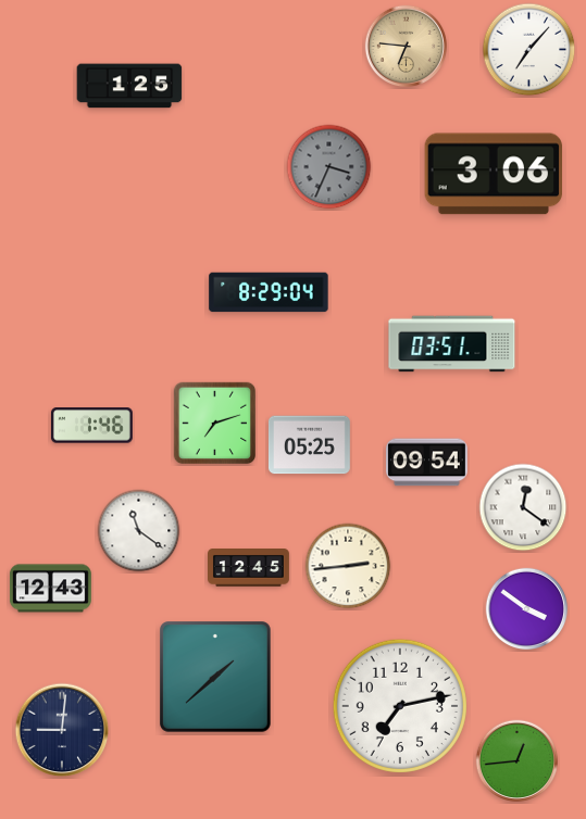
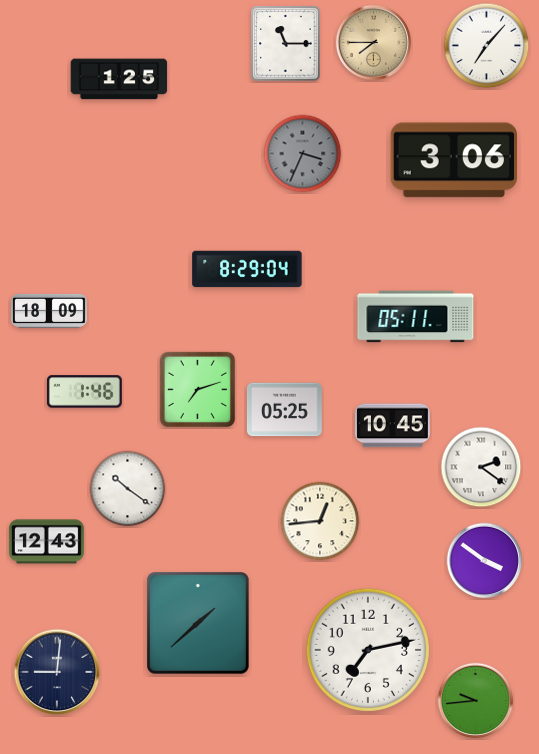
clock at (407, 47): 6:46 -> 7:45
clock at (286, 44): none -> 11:15
clock at (49, 311): none -> 18:09
clock at (452, 344): 03:51 -> 05:11
clock at (426, 463): 09:54 -> 10:45
clock at (523, 507): 12:21 -> 2:21
clock at (139, 531): 11:21 -> 10:21
clock at (348, 566): 2:44 -> 12:44
clock at (249, 568): 12:45 -> none
clock at (518, 761): 12:44 -> 9:44
